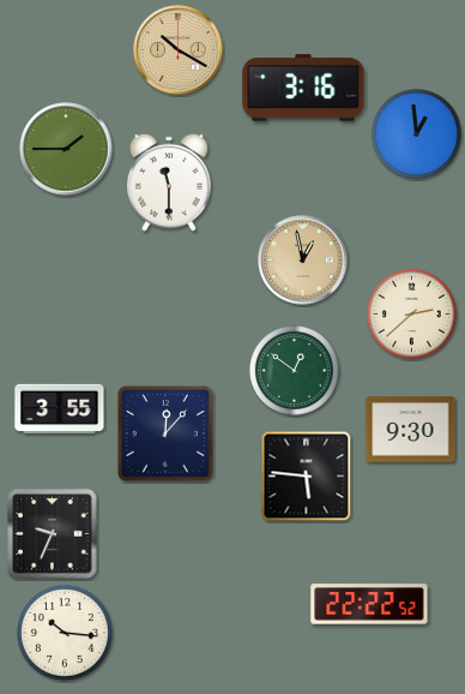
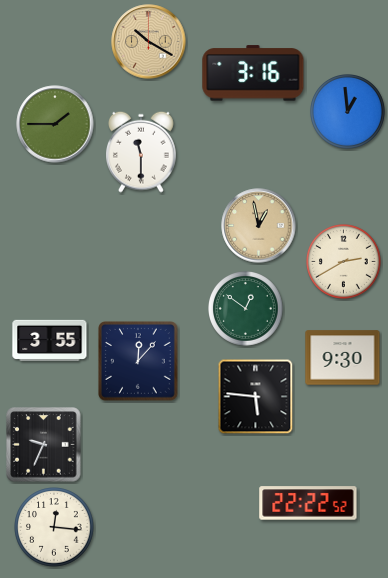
clock at (303, 261) position: (303, 261) -> (259, 226)
clock at (412, 315): 2:38 -> 2:40
clock at (65, 633): 10:16 -> 12:16
